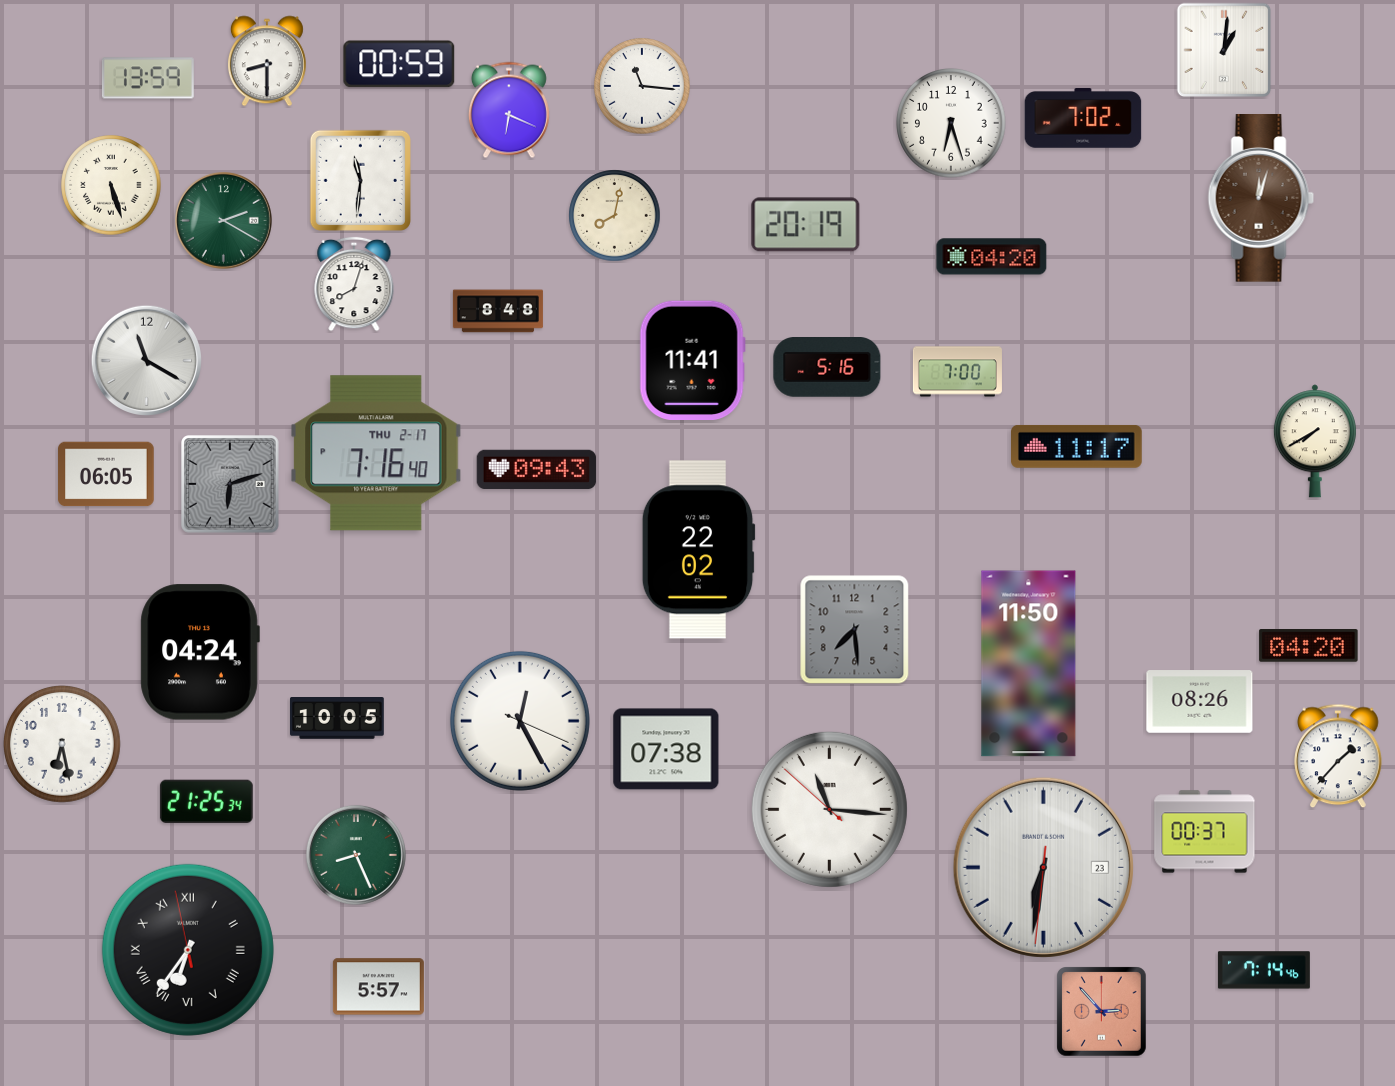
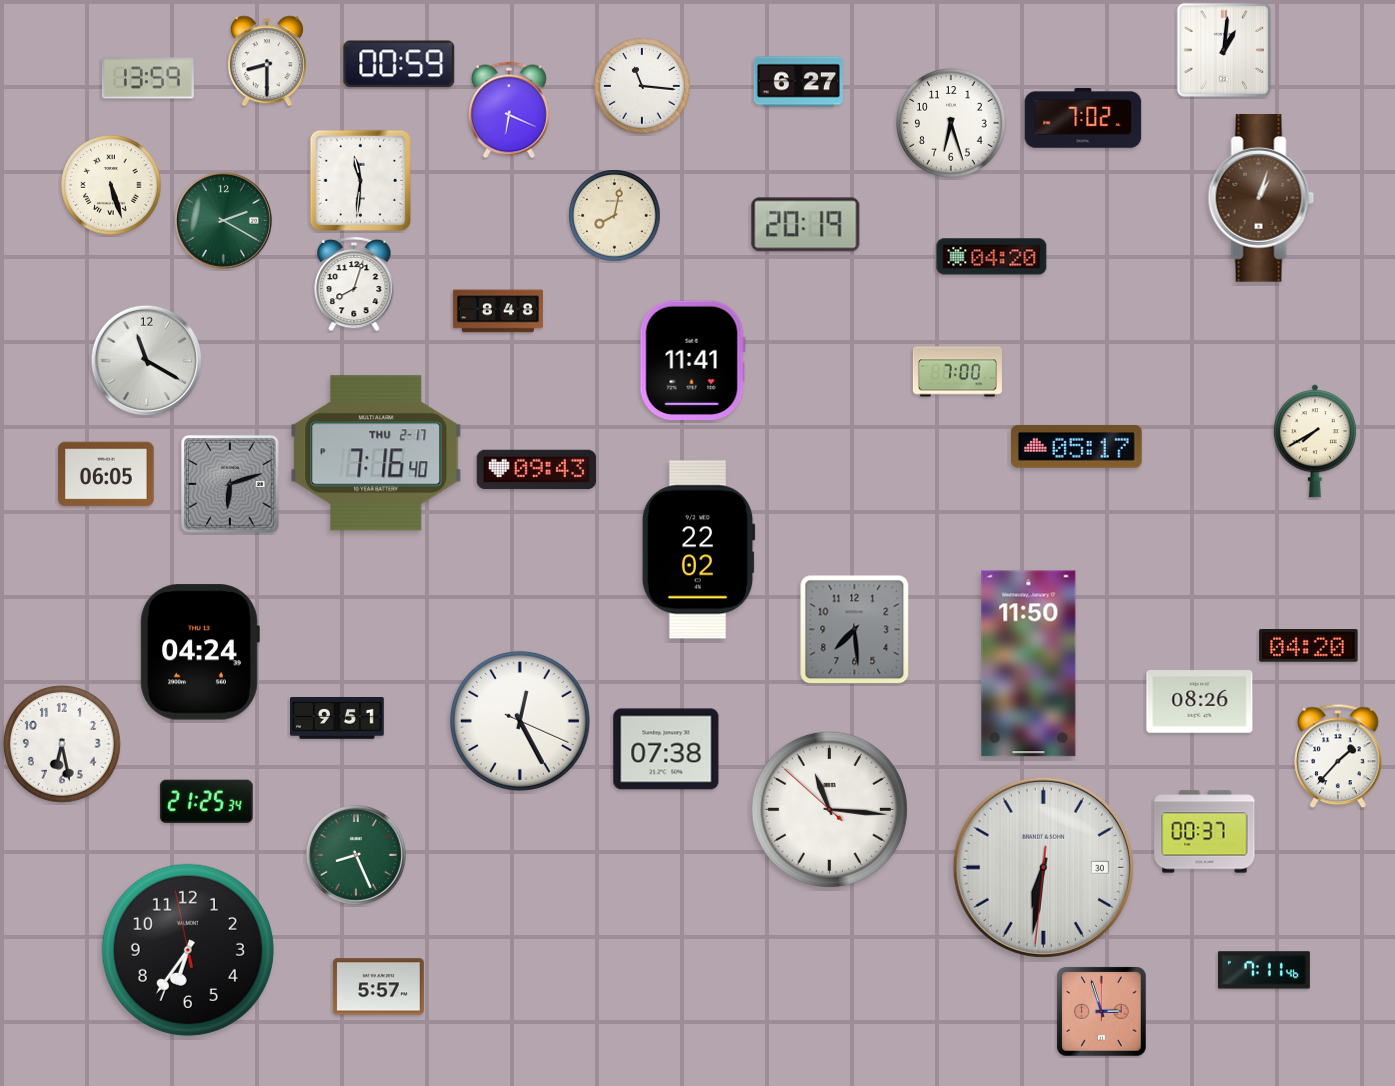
clock at (798, 82): none -> 6:27
clock at (1261, 199): 12:03 -> 1:03
clock at (827, 368): 5:16 -> none
clock at (1077, 446): 11:17 -> 05:17
clock at (338, 718): 10:05 -> 9:51
clock at (1043, 867) date: 23 -> 30
clock at (188, 950) numerals: Roman -> Arabic
clock at (1264, 970): 7:14 -> 7:11
clock at (1102, 1012): 2:53 -> 2:57
